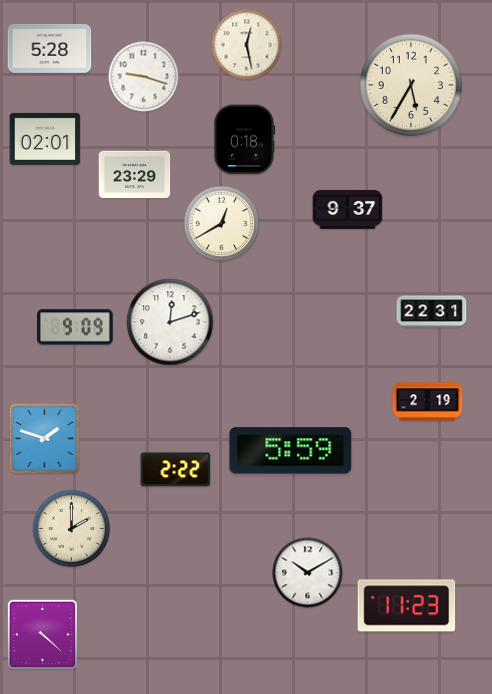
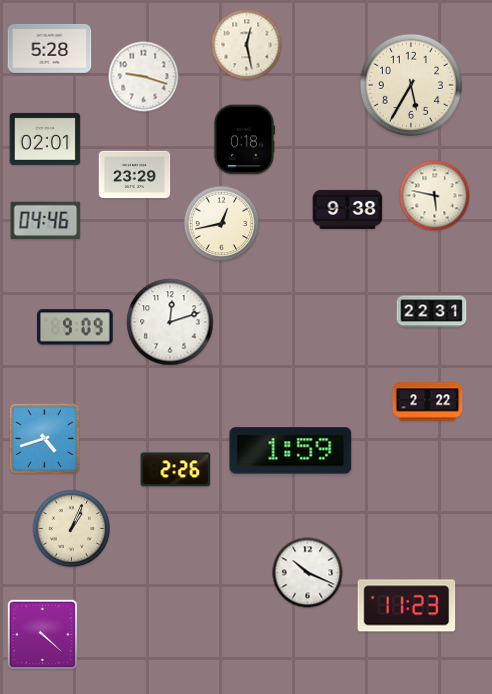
clock at (435, 196): none -> 5:47
clock at (348, 209): 9:37 -> 9:38
clock at (46, 221): none -> 04:46
clock at (222, 224): 12:40 -> 12:43
clock at (428, 402): 2:19 -> 2:22
clock at (45, 439): 1:48 -> 4:42
clock at (291, 451): 5:59 -> 1:59
clock at (176, 470): 2:22 -> 2:26
clock at (72, 529): 2:00 -> 1:04
clock at (308, 573): 10:10 -> 10:19
